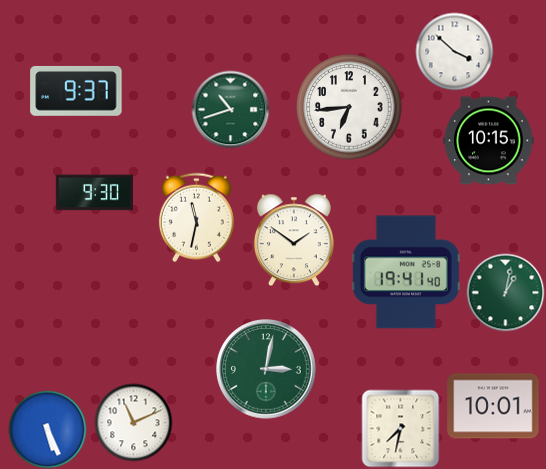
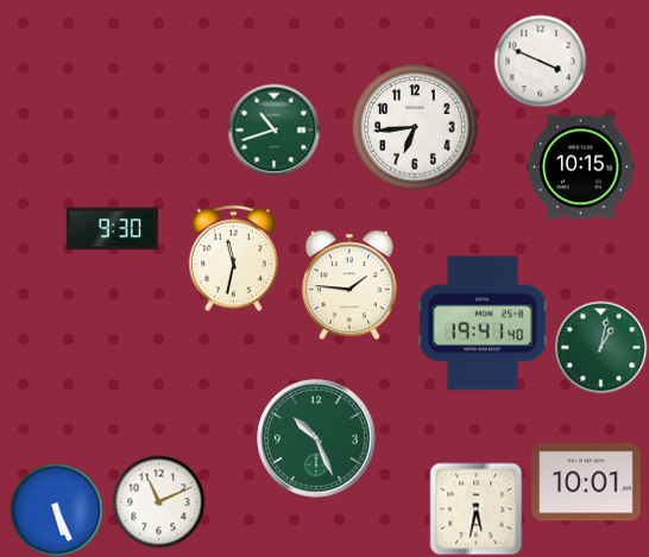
clock at (454, 51): 3:52 -> 3:49
clock at (76, 91): 9:37 -> none
clock at (294, 240): 1:51 -> 1:46
clock at (266, 369): 3:02 -> 10:26
clock at (400, 428): 7:32 -> 5:32
